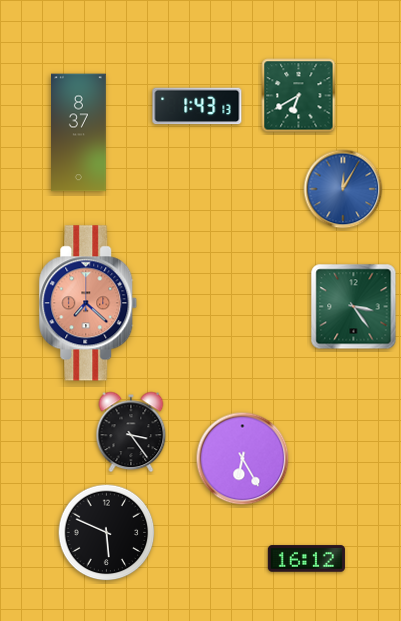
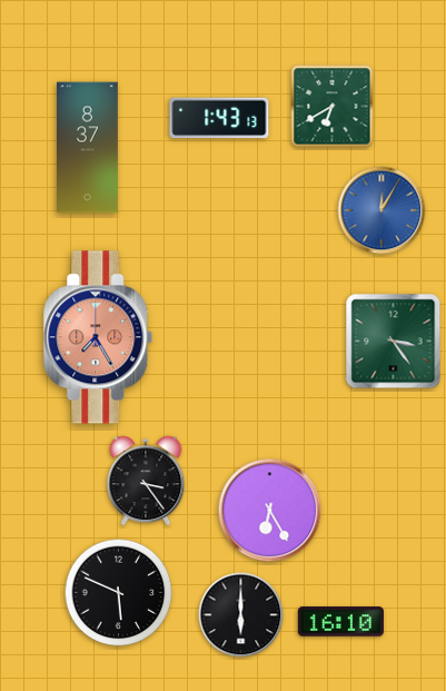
clock at (88, 303): 7:22 -> 7:25
clock at (241, 615): none -> 6:00
clock at (306, 559): 16:12 -> 16:10
